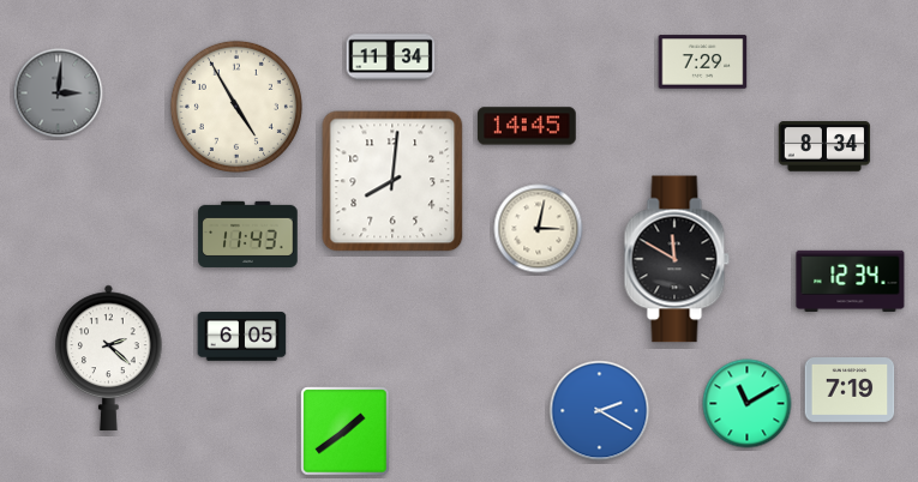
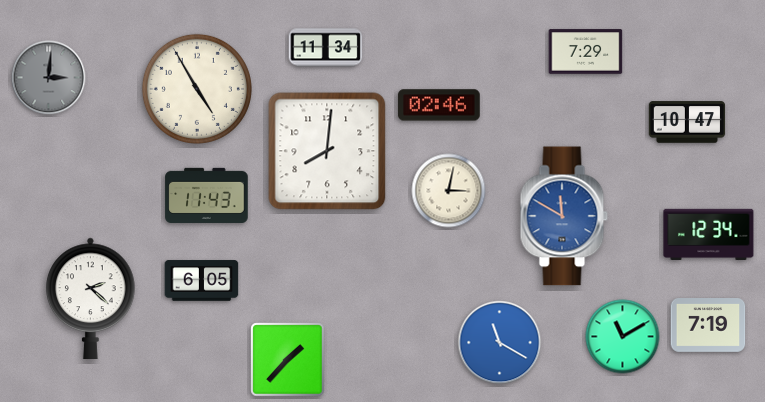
clock at (527, 126): 14:45 -> 02:46
clock at (824, 146): 8:34 -> 10:47
clock at (677, 259) dial: black -> blue
clock at (600, 411): 2:20 -> 11:20
clock at (346, 432): 1:39 -> 1:37
